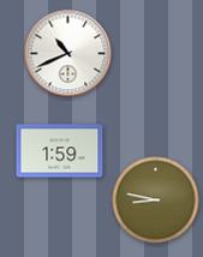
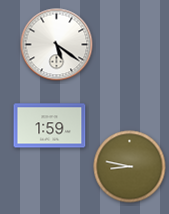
clock at (68, 54): 10:41 -> 5:21
